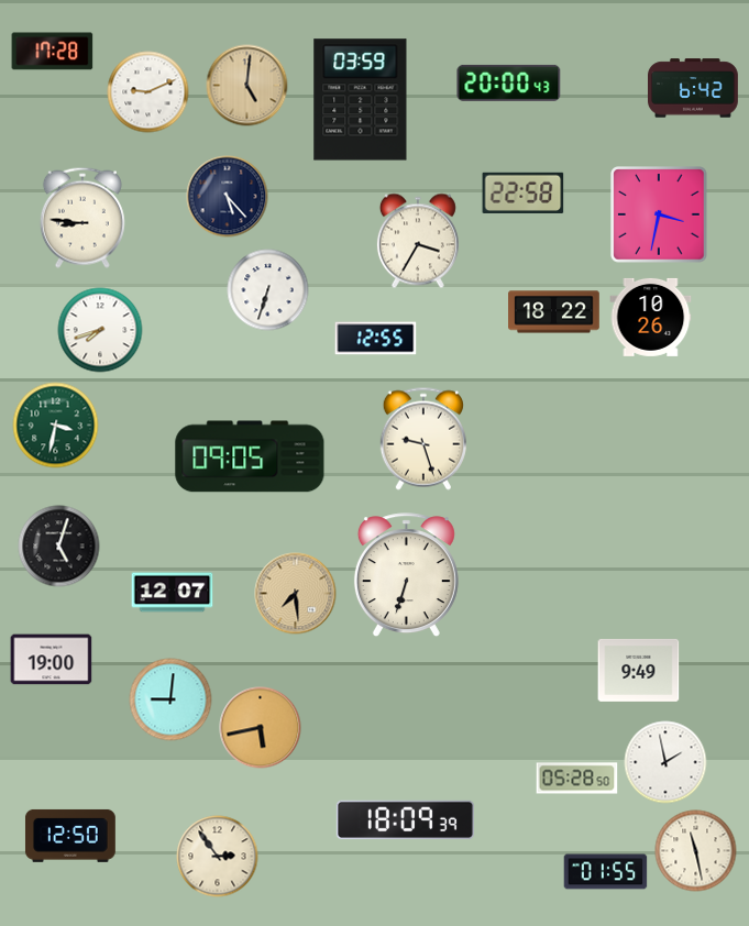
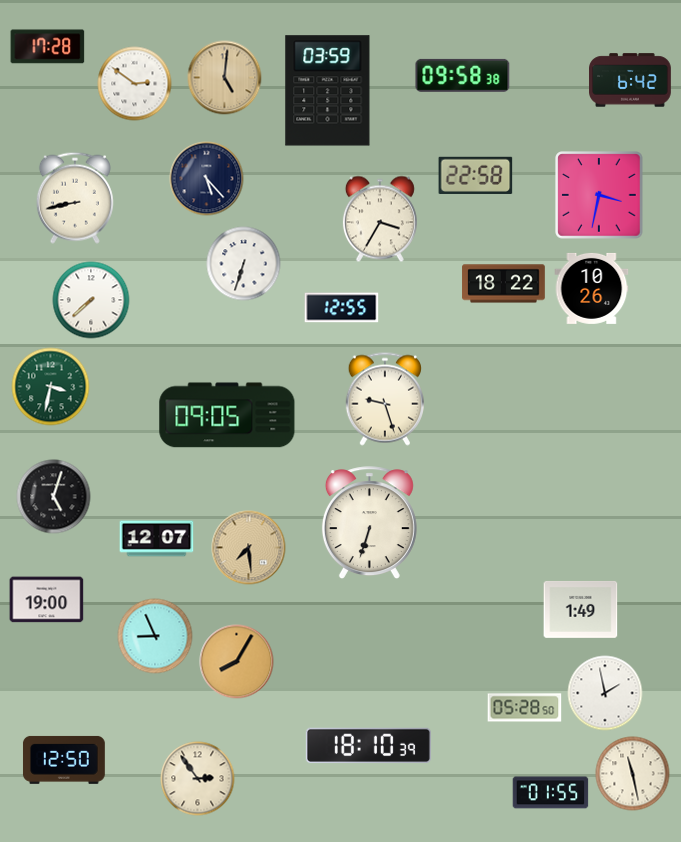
clock at (509, 82): 20:00 -> 09:58
clock at (148, 92): 9:11 -> 2:51
clock at (82, 218): 8:46 -> 8:43
clock at (100, 330): 7:42 -> 7:38
clock at (296, 594) position: (296, 594) -> (249, 548)
clock at (639, 670): 9:49 -> 1:49
clock at (170, 699): 9:01 -> 8:56
clock at (261, 728): 5:43 -> 8:05
clock at (405, 820): 18:09 -> 18:10
